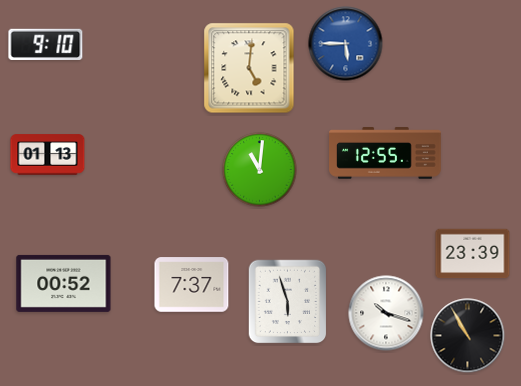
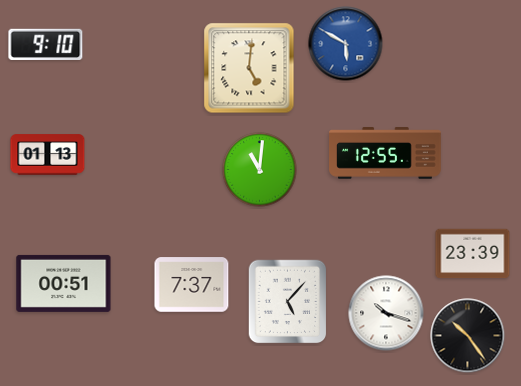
clock at (346, 44): 5:45 -> 5:50
clock at (64, 283): 00:52 -> 00:51
clock at (288, 302): 5:57 -> 5:07
clock at (468, 336): 10:55 -> 10:24
